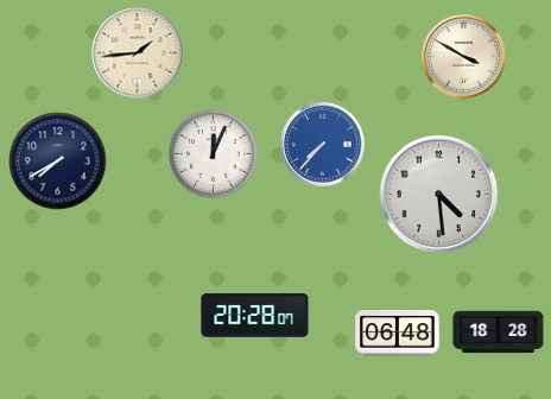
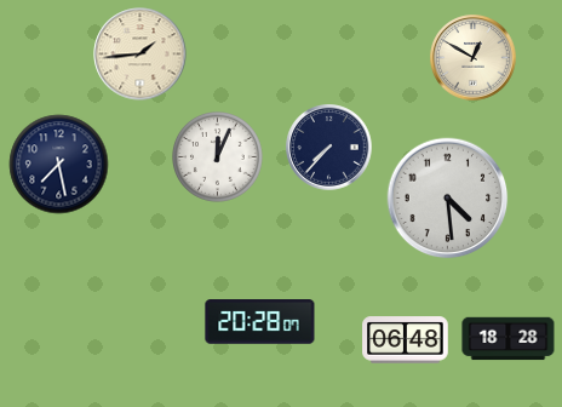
clock at (464, 57): 3:50 -> 12:50
clock at (323, 145) dial: blue -> navy
clock at (58, 161): 7:40 -> 7:28
